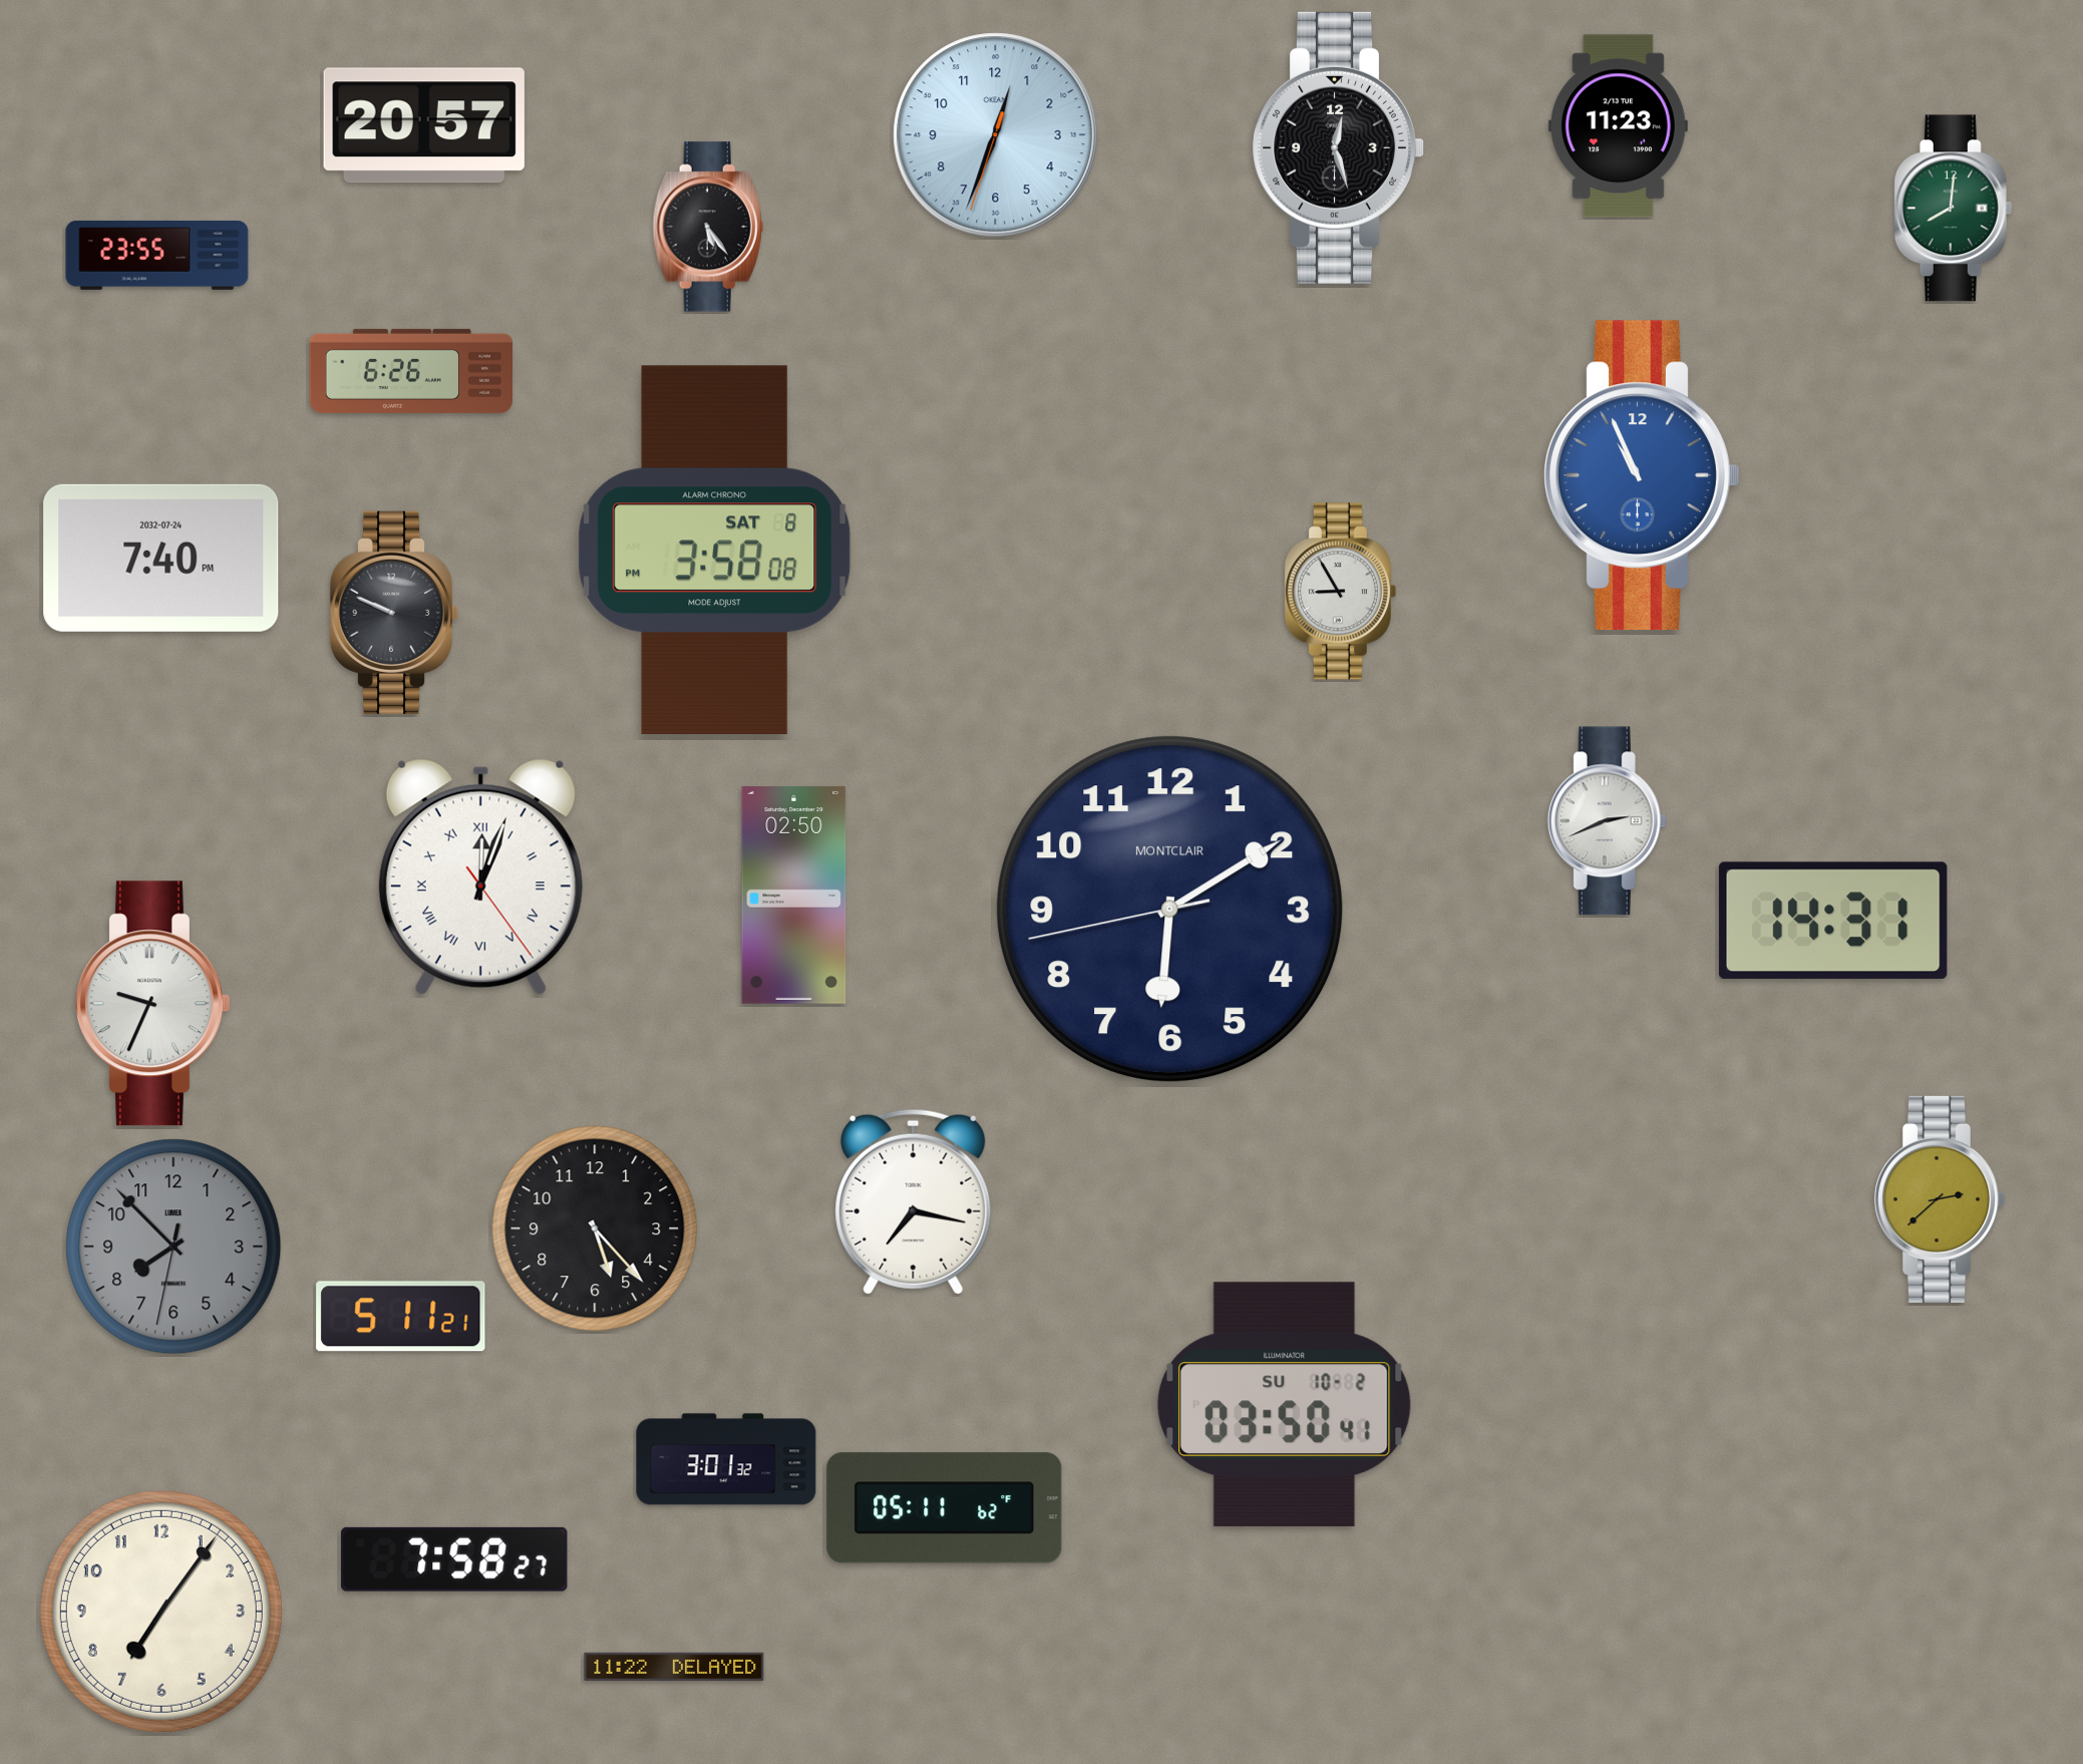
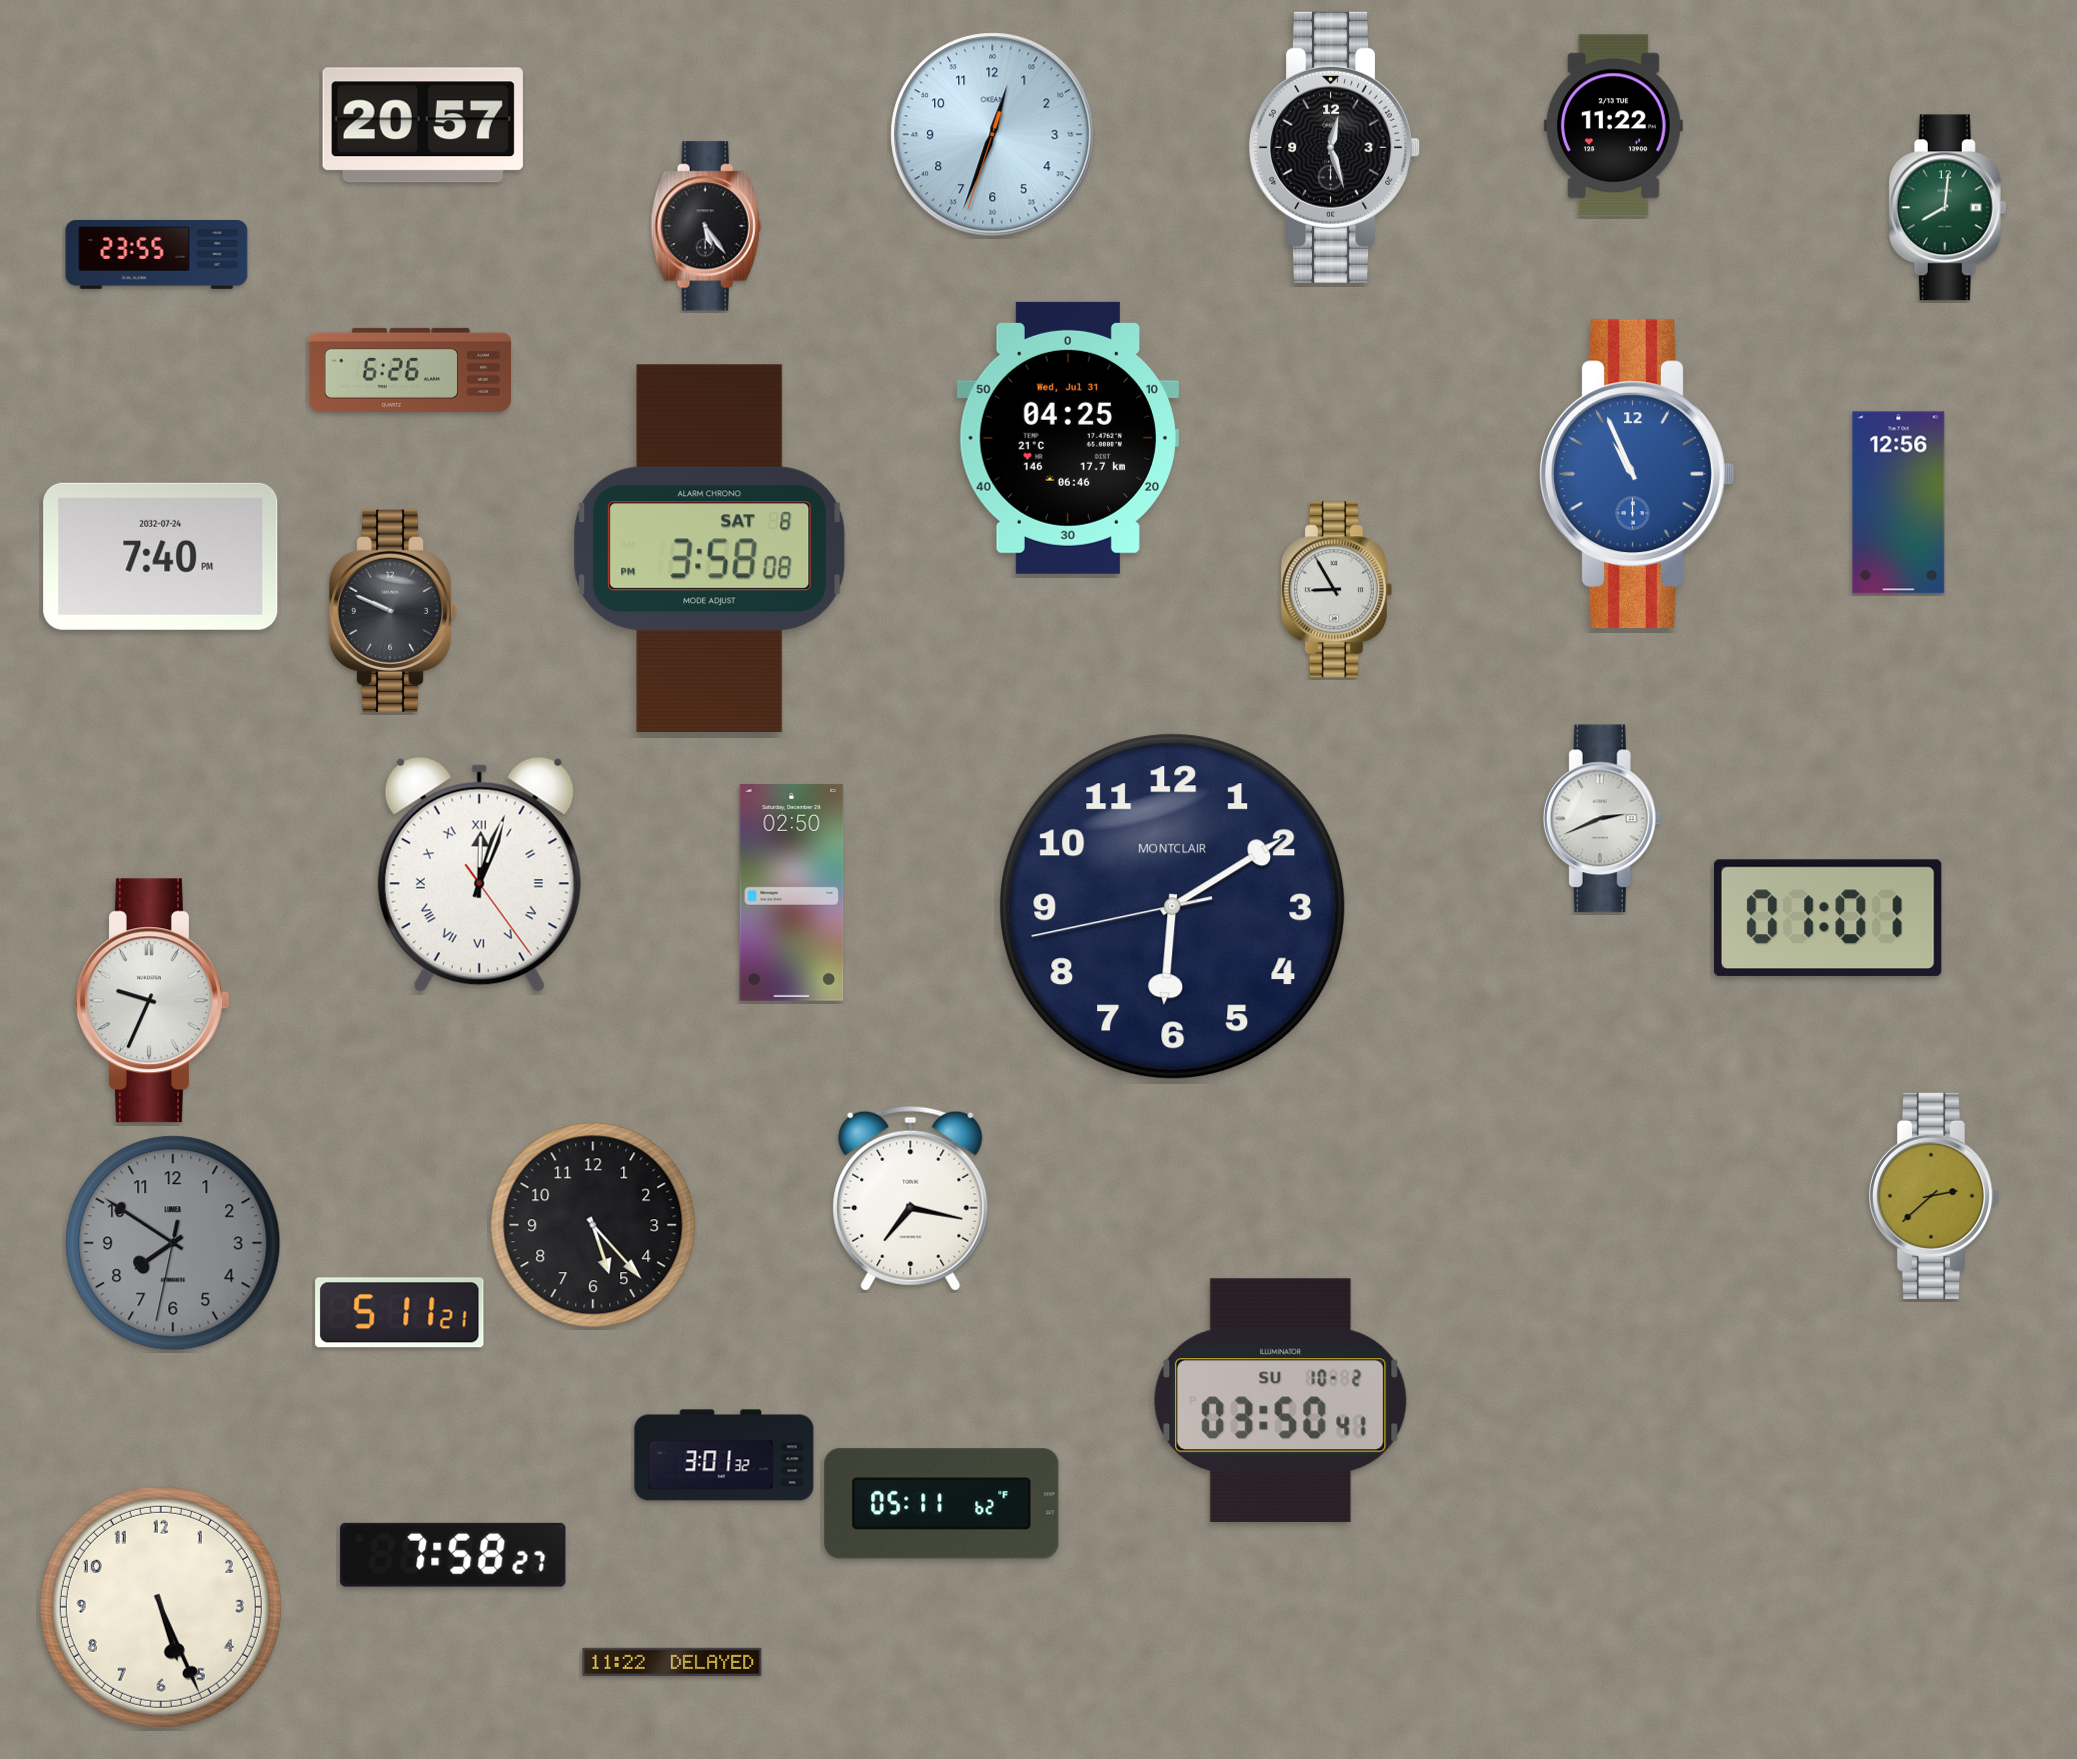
clock at (1618, 126): 11:23 -> 11:22
clock at (1068, 438): none -> 04:25
clock at (1899, 503): none -> 12:56
clock at (715, 551) position: (715, 551) -> (710, 549)
clock at (1170, 910) position: (1170, 910) -> (1173, 907)
clock at (1833, 921): 14:31 -> 01:01
clock at (173, 1247): 7:52 -> 7:50
clock at (161, 1612): 7:06 -> 5:26
